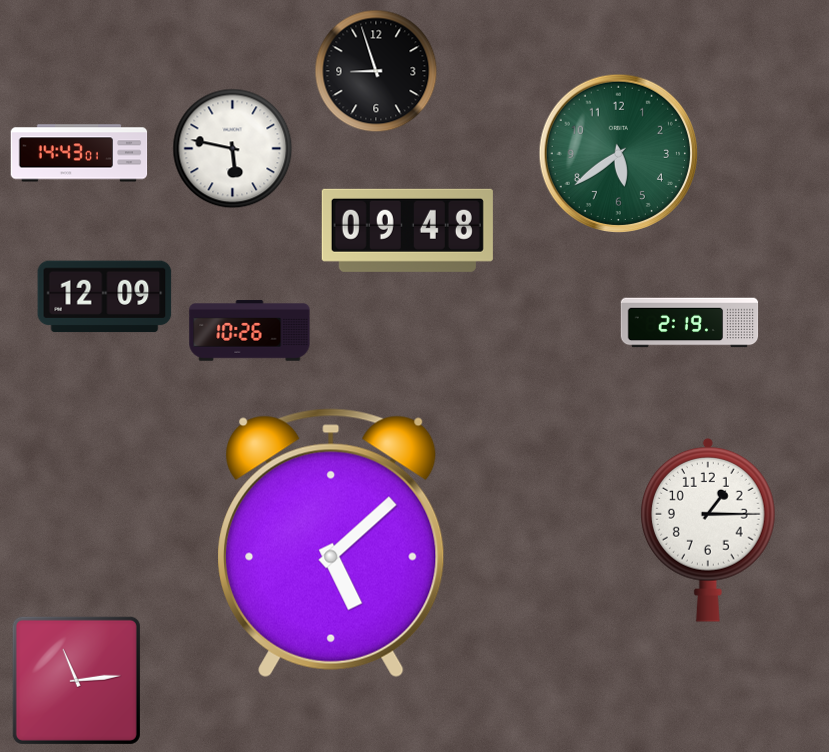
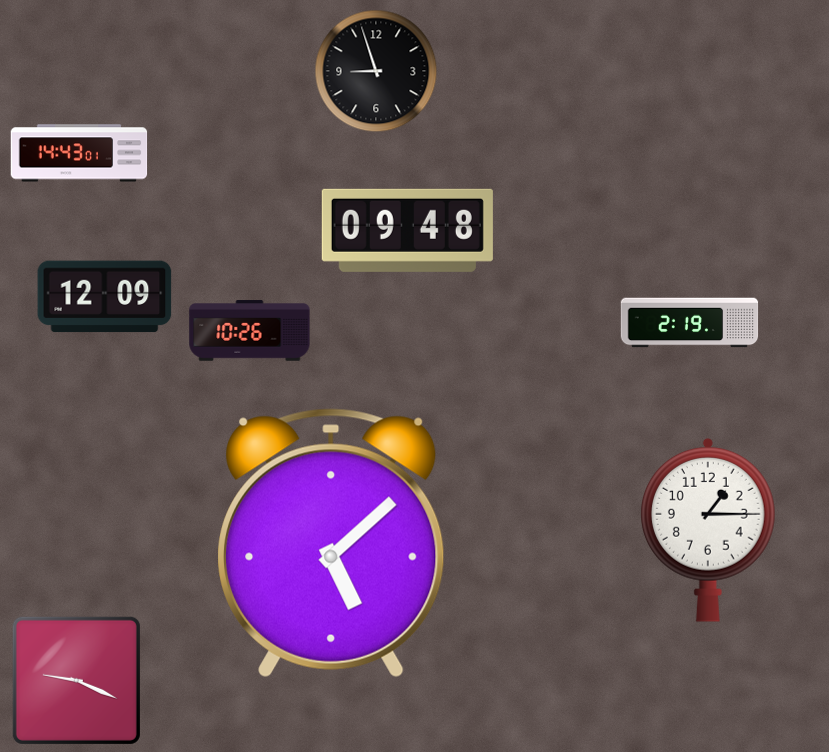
clock at (233, 149): 5:47 -> none
clock at (618, 153): 5:39 -> none
clock at (76, 680): 11:14 -> 9:19
